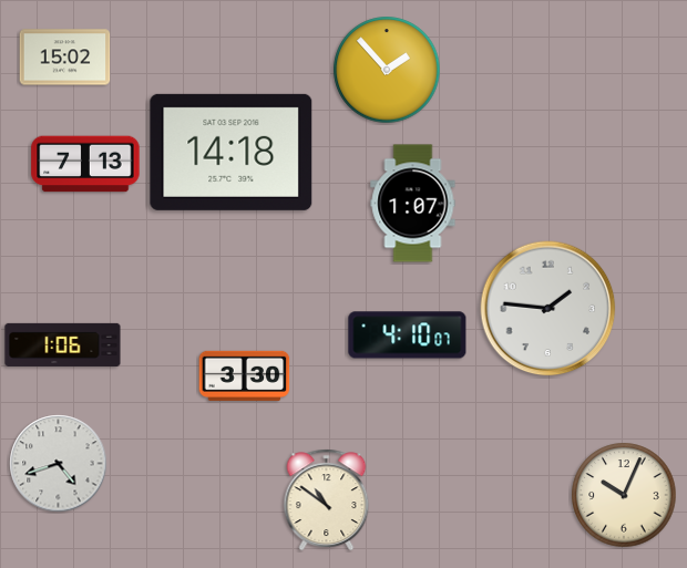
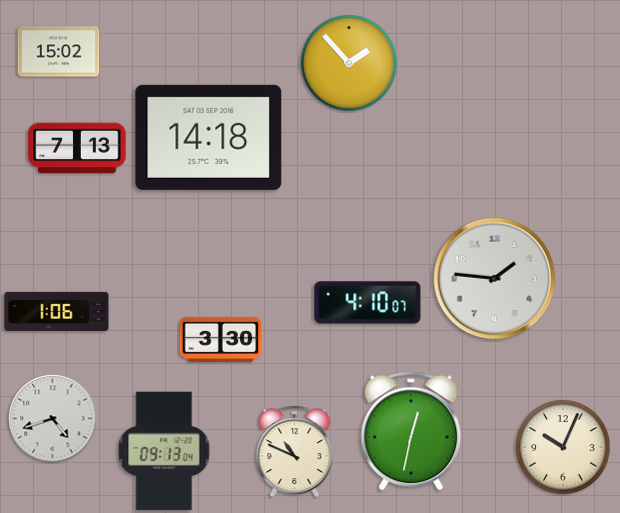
clock at (413, 204): 1:07 -> none
clock at (411, 431): none -> 12:32
clock at (164, 451): none -> 09:13
clock at (327, 500): 10:51 -> 10:49
